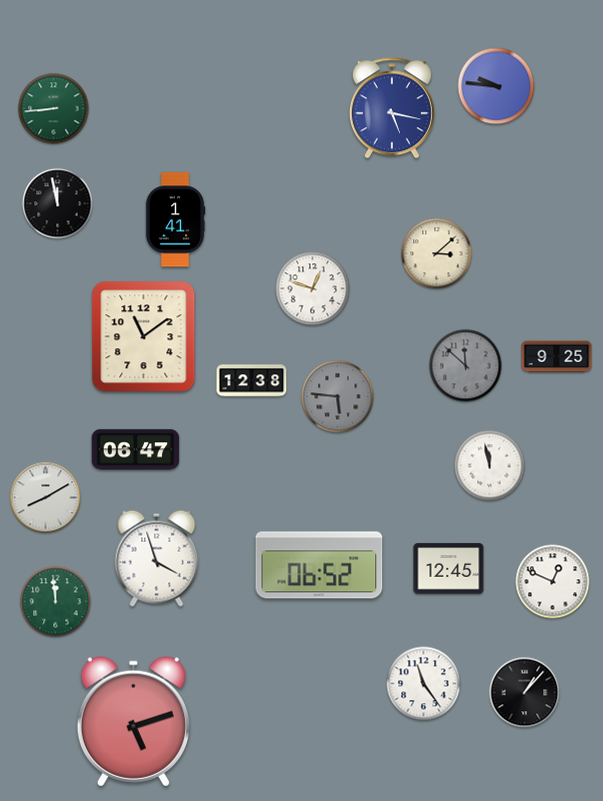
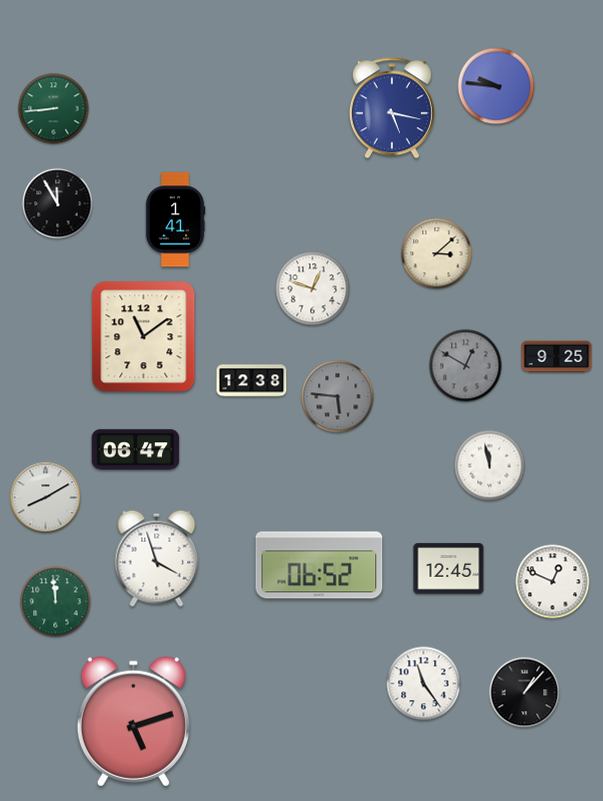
clock at (58, 204): 11:58 -> 11:55
clock at (466, 366): 11:52 -> 12:50
